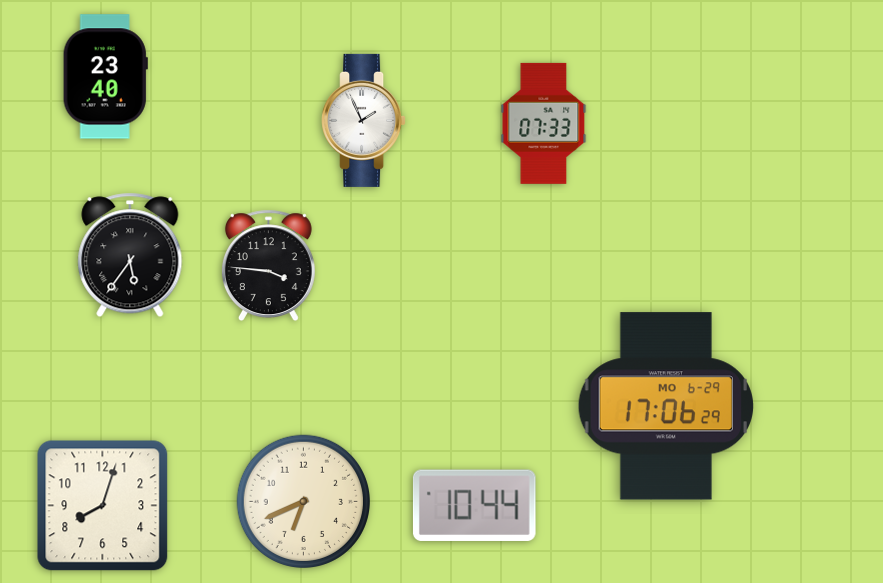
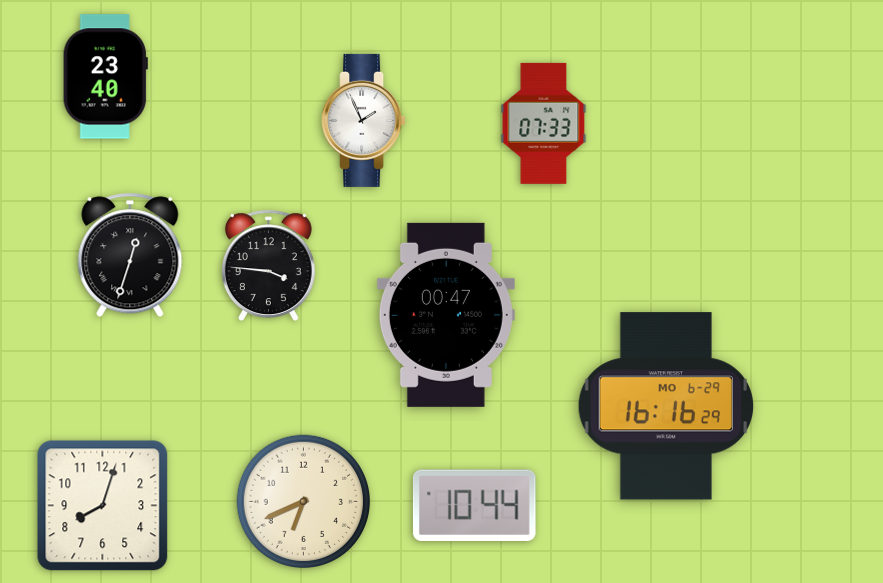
clock at (130, 255): 5:36 -> 12:33
clock at (446, 315): none -> 00:47
clock at (666, 406): 17:06 -> 16:16
